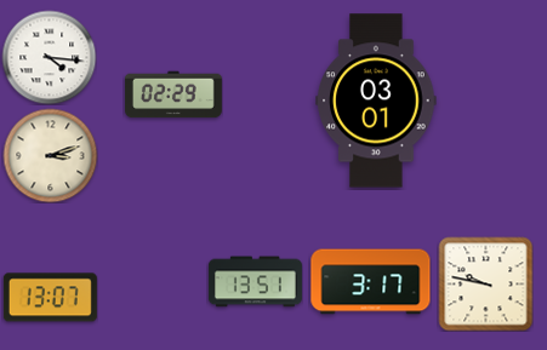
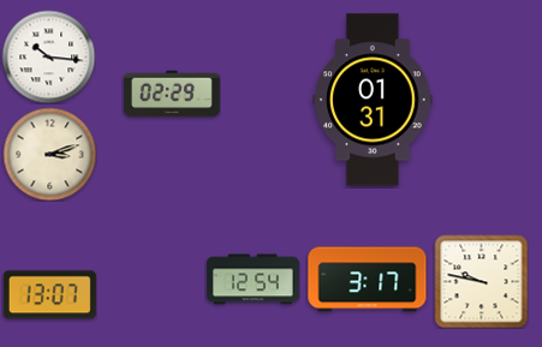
clock at (49, 57): 4:16 -> 10:16
clock at (376, 101): 03:01 -> 01:31
clock at (255, 282): 13:51 -> 12:54
